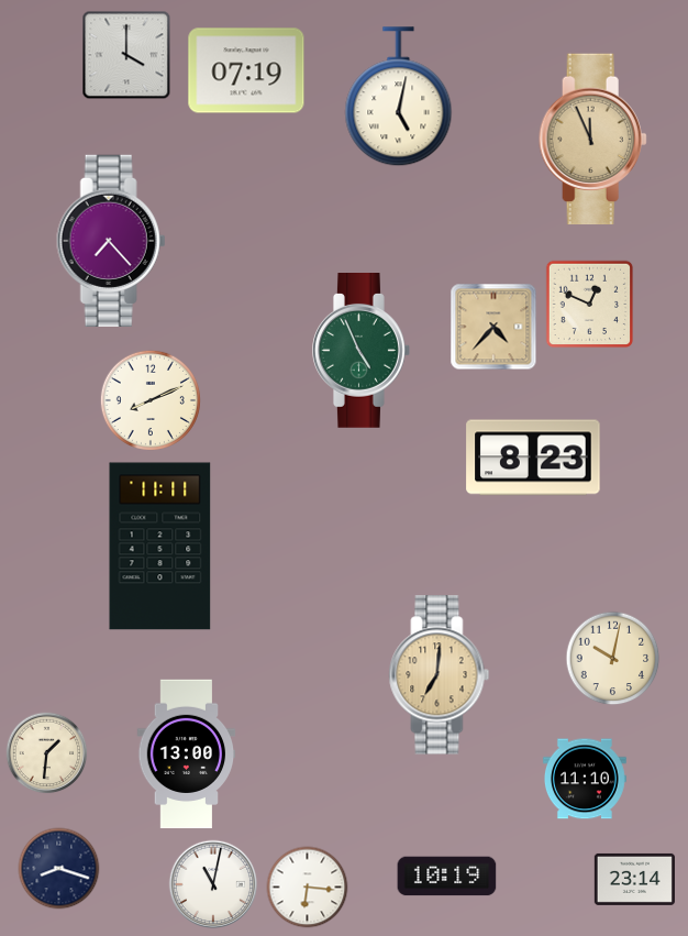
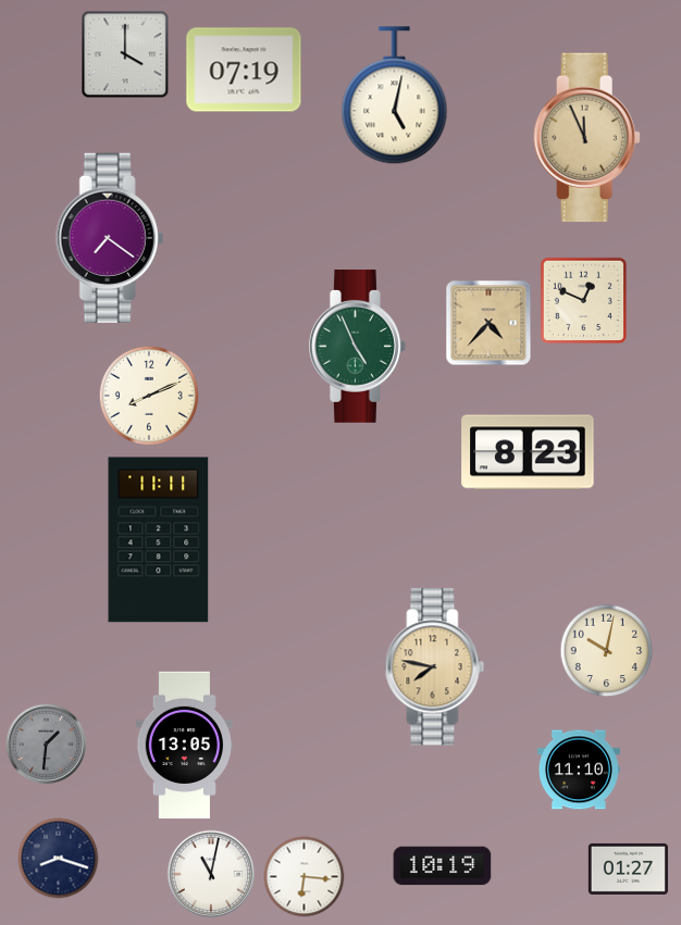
clock at (111, 240): 7:23 -> 7:21
clock at (440, 675): 7:01 -> 7:47
clock at (47, 753) dial: cream -> grey
clock at (187, 755): 13:00 -> 13:05
clock at (634, 879): 23:14 -> 01:27
